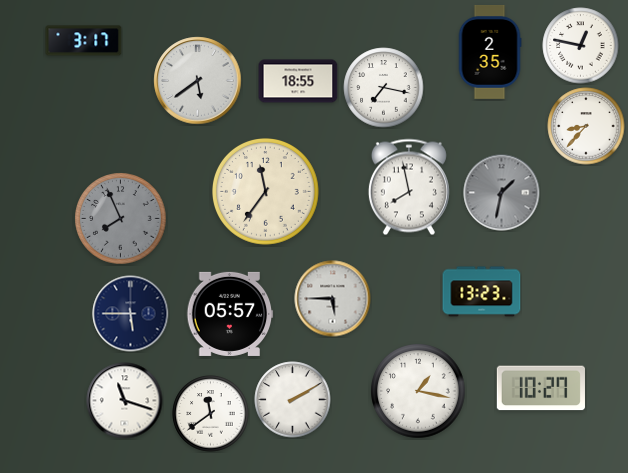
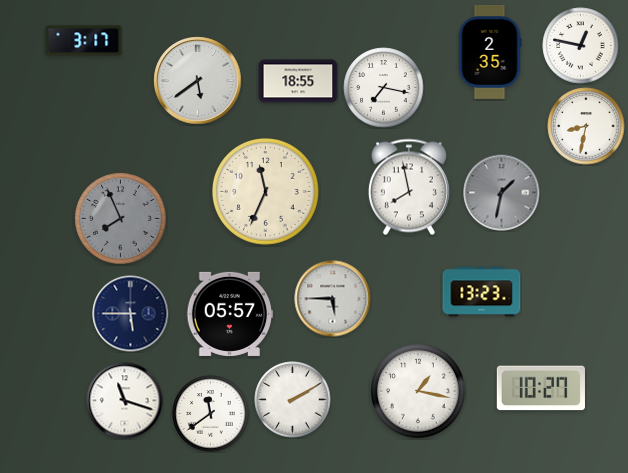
clock at (586, 126): 8:37 -> 8:32
clock at (266, 192): 11:36 -> 11:34
